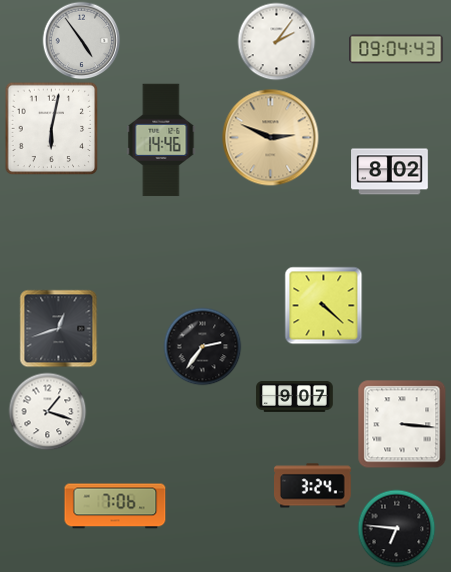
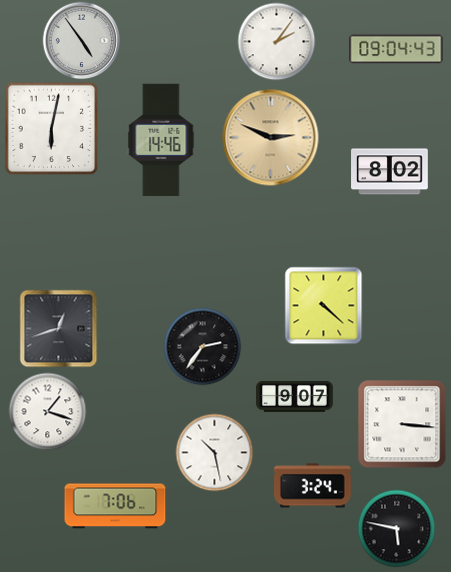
clock at (214, 452): none -> 10:28
clock at (396, 528): 6:46 -> 5:47
